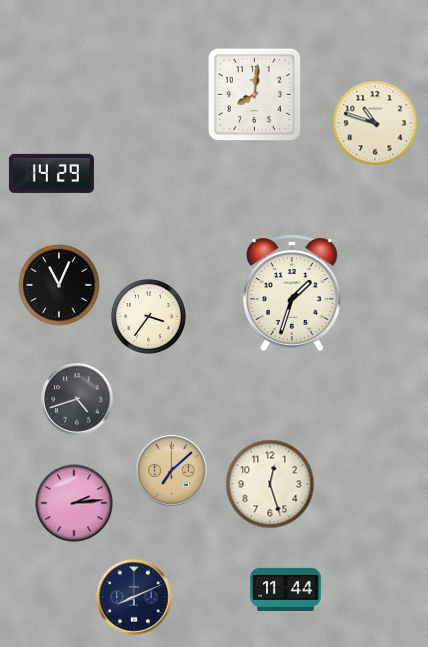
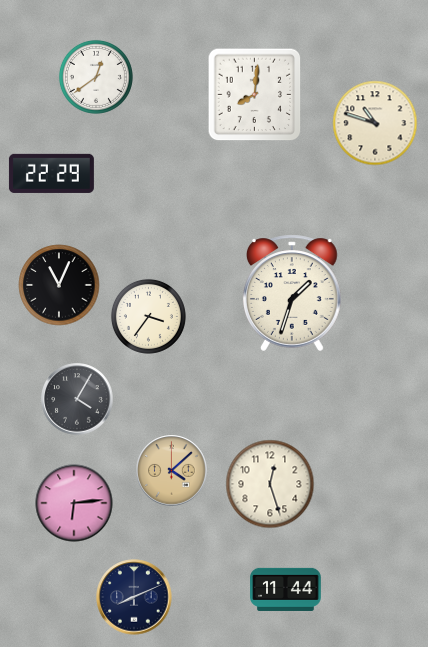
clock at (96, 77): none -> 12:39
clock at (51, 173): 14:29 -> 22:29
clock at (77, 399): 4:42 -> 4:05
clock at (172, 471): 7:08 -> 4:08
clock at (74, 503): 2:14 -> 6:14
